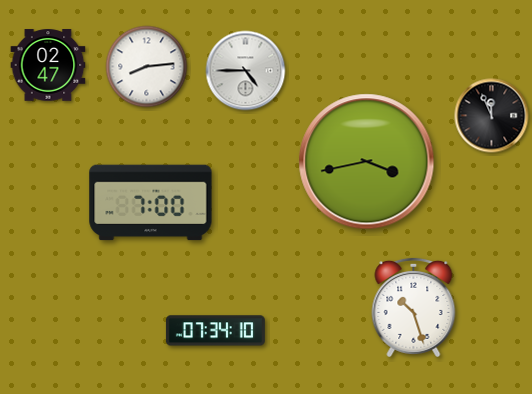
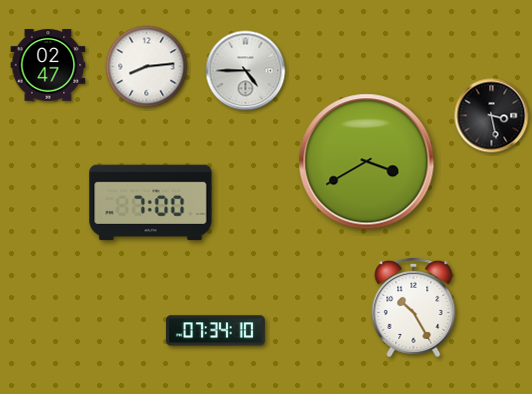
clock at (492, 116): 11:56 -> 3:28
clock at (367, 162): 3:43 -> 3:40
clock at (414, 307): 10:27 -> 10:25
